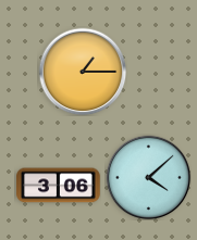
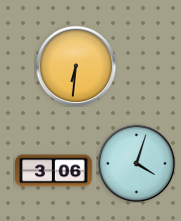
clock at (83, 72): 1:15 -> 6:31
clock at (148, 177): 4:08 -> 4:03
